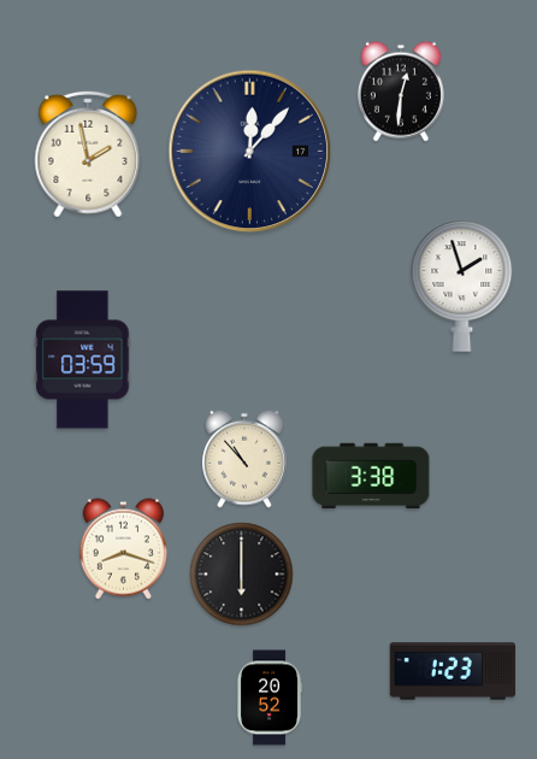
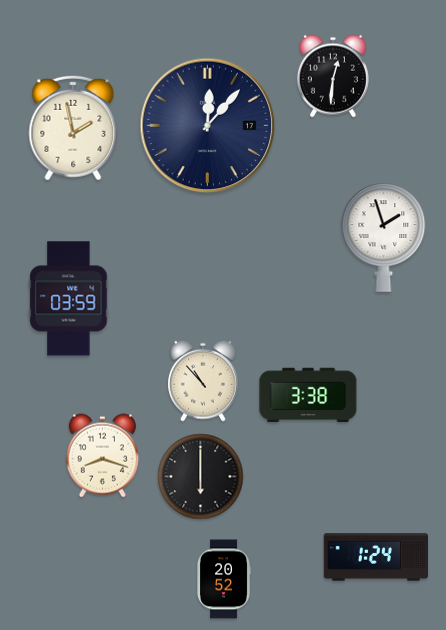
clock at (452, 671): 1:23 -> 1:24
